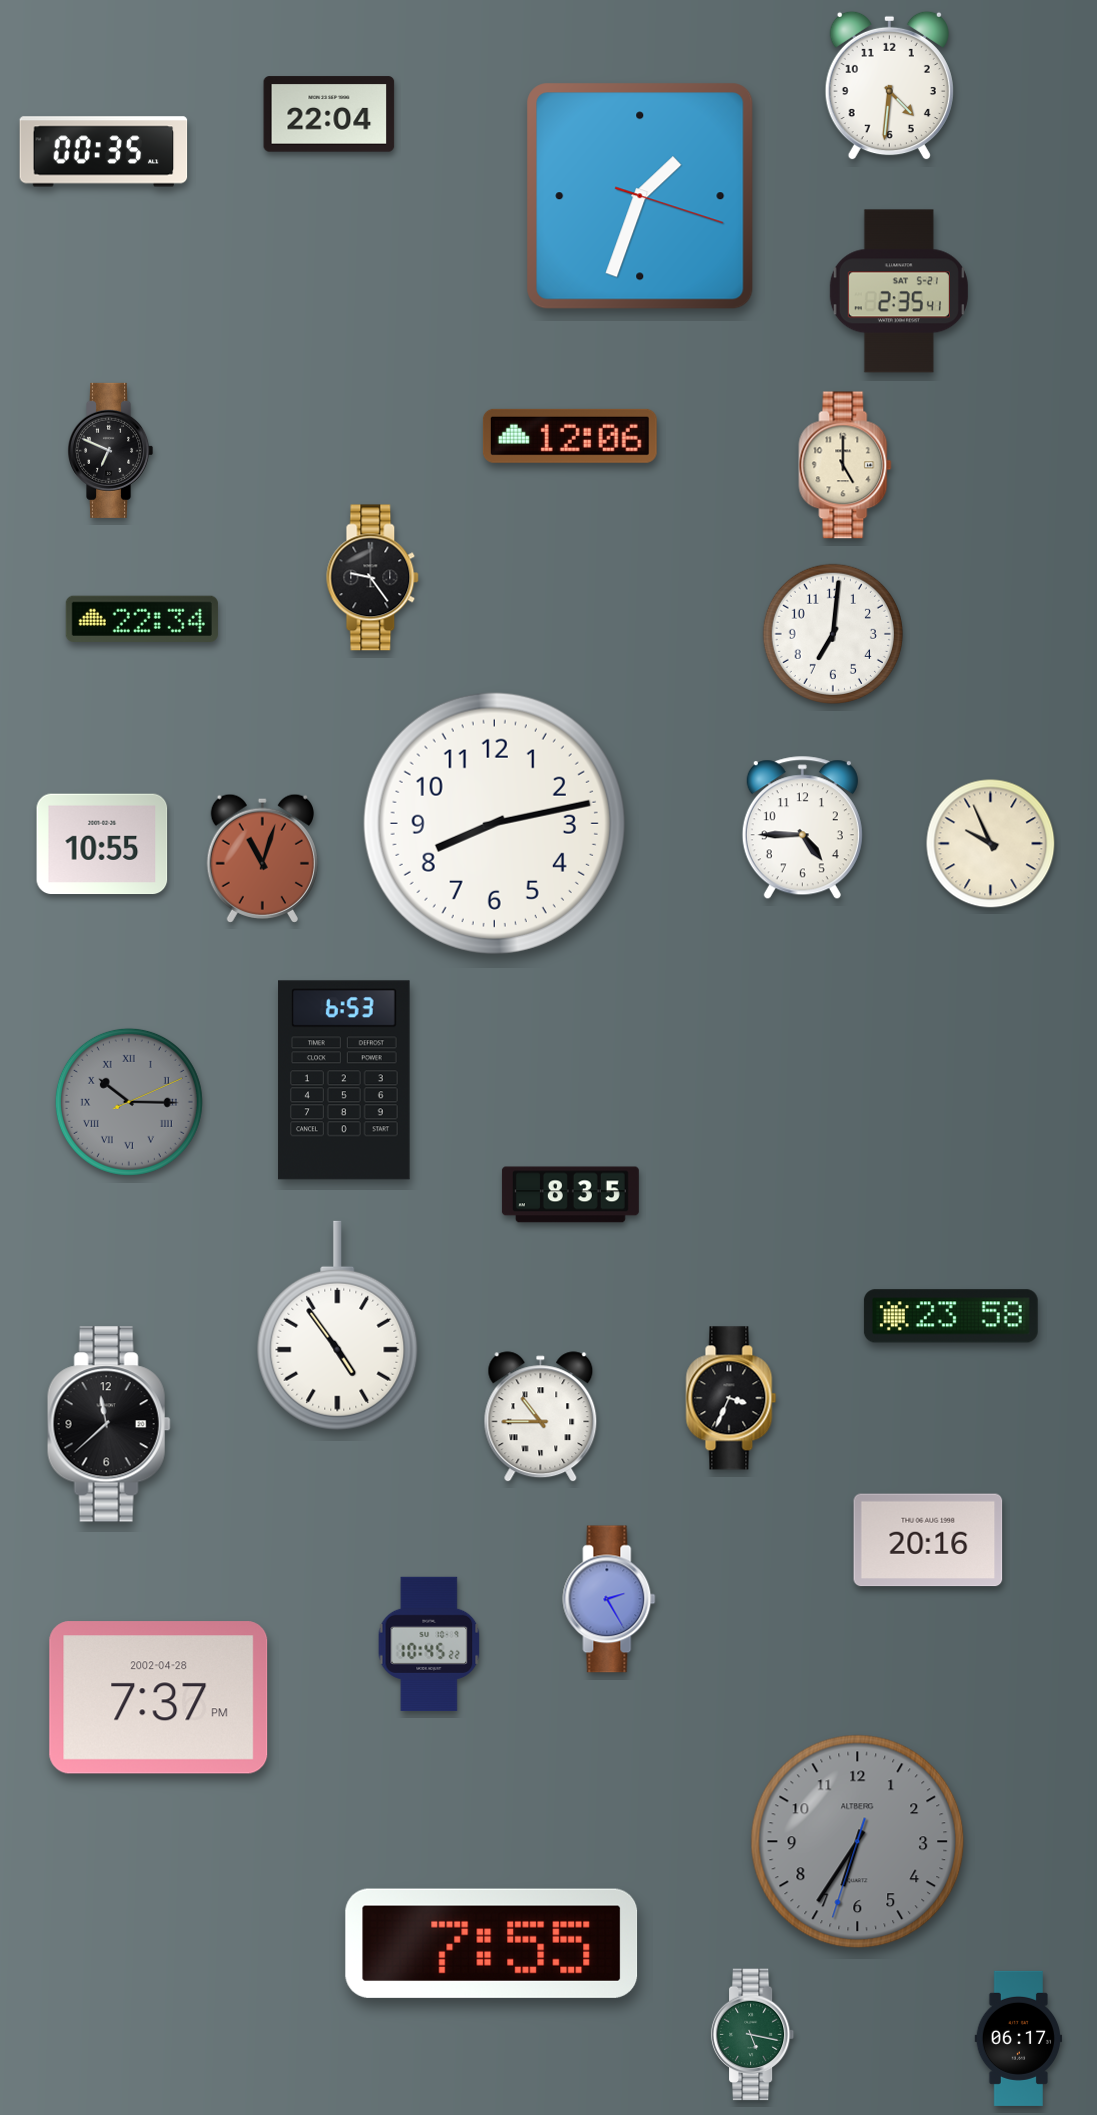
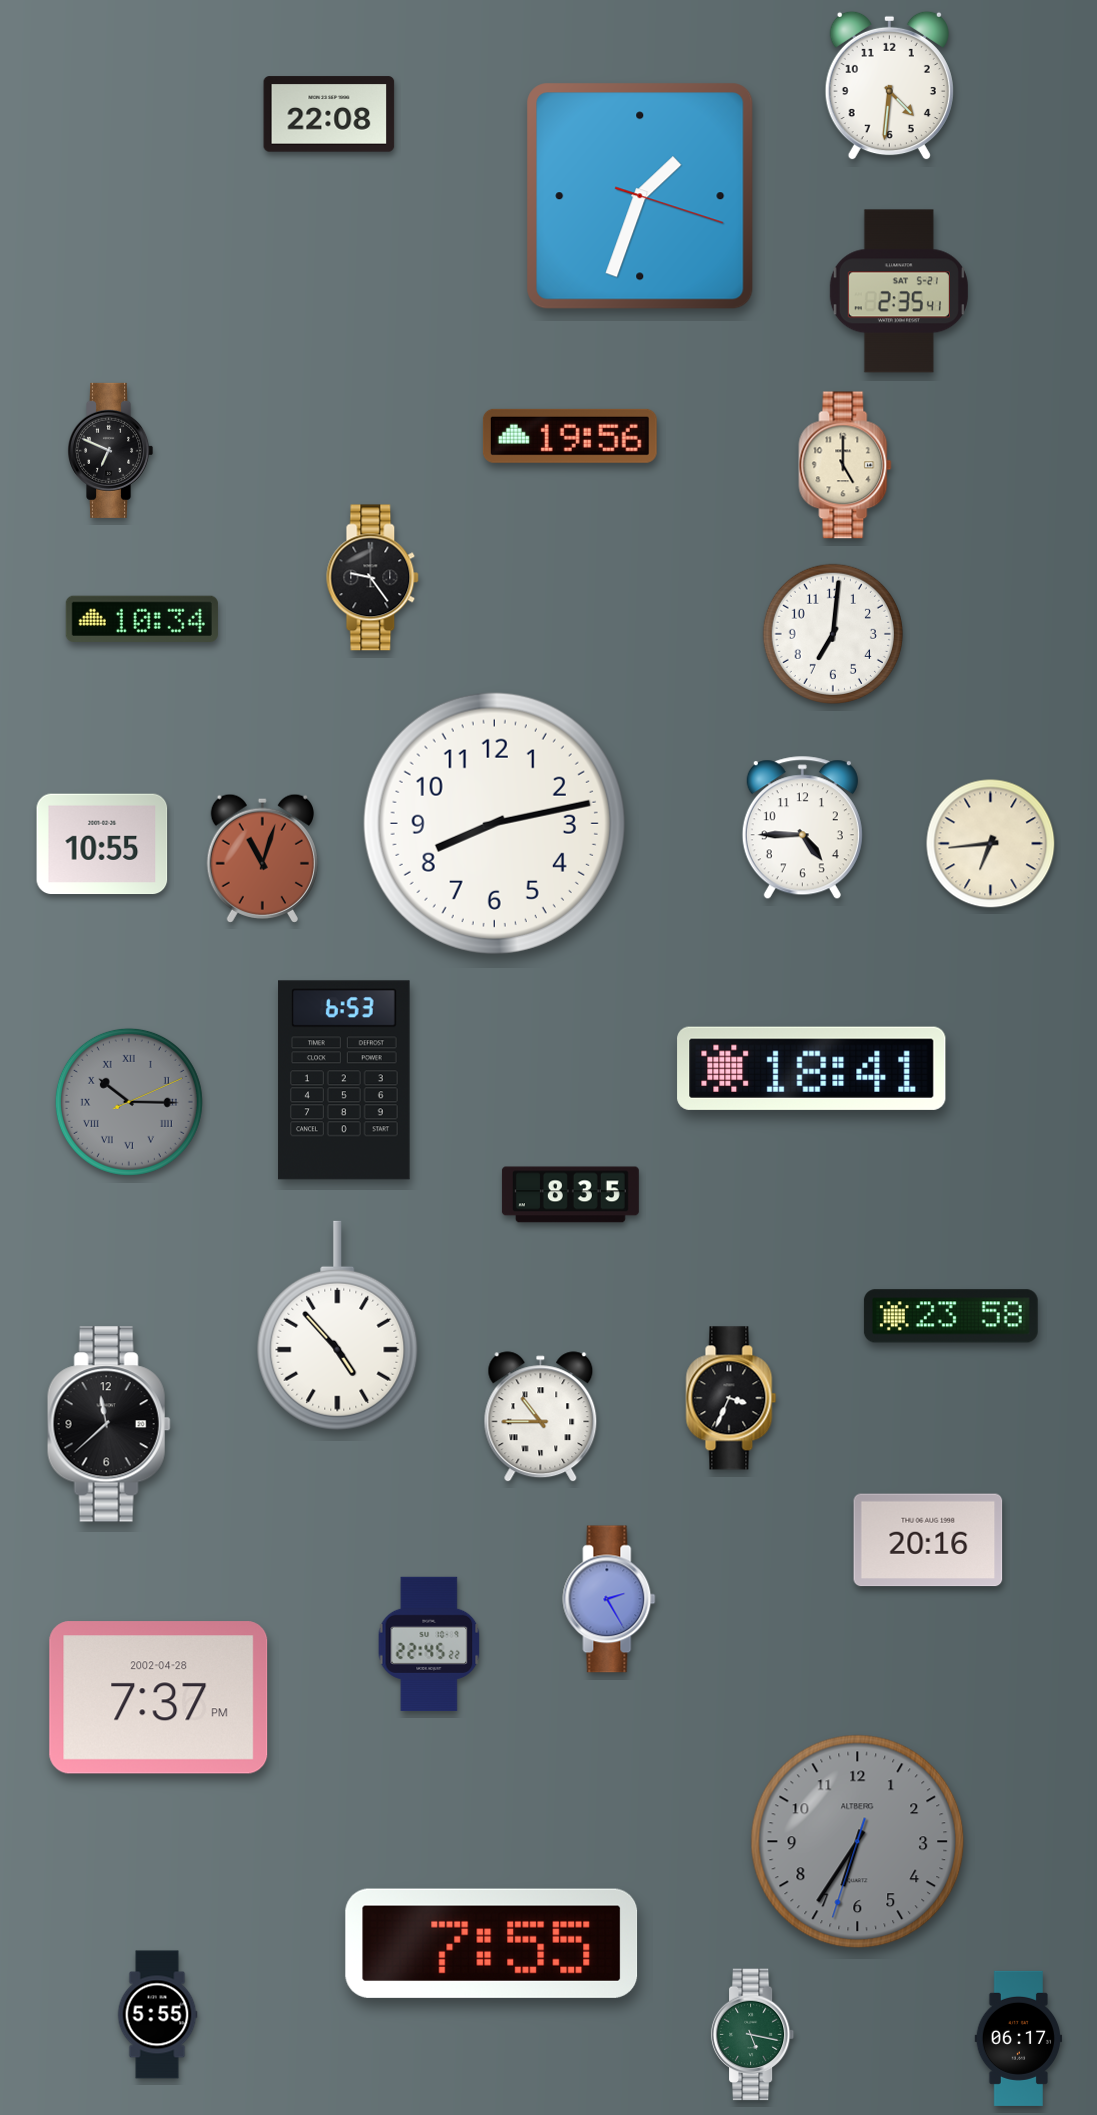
clock at (329, 114): 22:04 -> 22:08
clock at (104, 152): 00:35 -> none
clock at (570, 436): 12:06 -> 19:56
clock at (142, 619): 22:34 -> 10:34
clock at (991, 844): 9:56 -> 6:44
clock at (812, 1068): none -> 18:41
clock at (338, 1325): 4:54 -> 4:53
clock at (429, 1644): 10:45 -> 22:45
clock at (157, 2015): none -> 5:55
